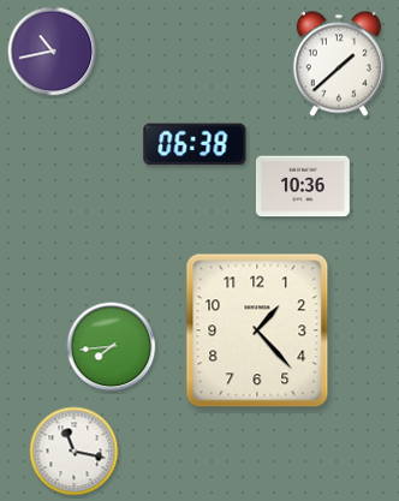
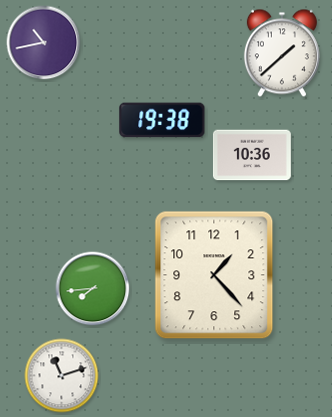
clock at (195, 144): 06:38 -> 19:38
clock at (75, 452): 11:17 -> 11:12
